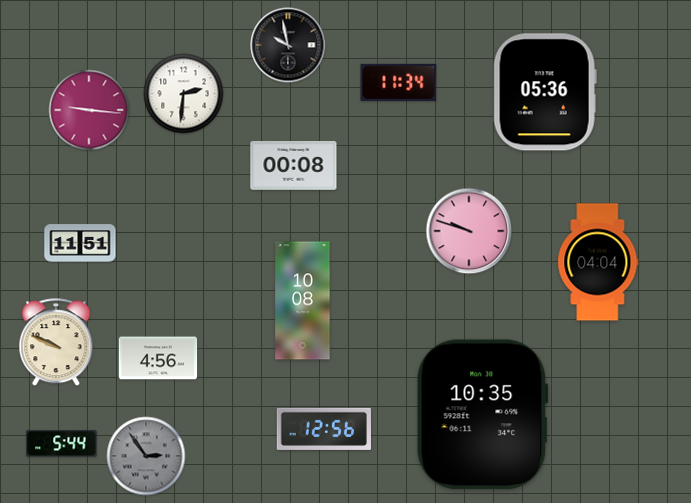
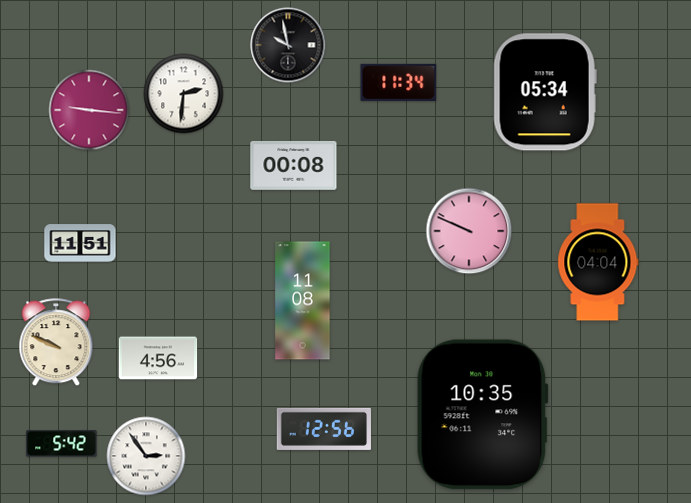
clock at (545, 92): 05:36 -> 05:34
clock at (469, 231): 9:48 -> 9:49
clock at (303, 301): 10:08 -> 11:08
clock at (62, 444): 5:44 -> 5:42
clock at (146, 456) dial: grey -> white
